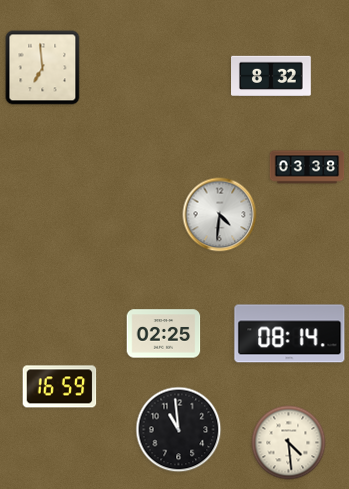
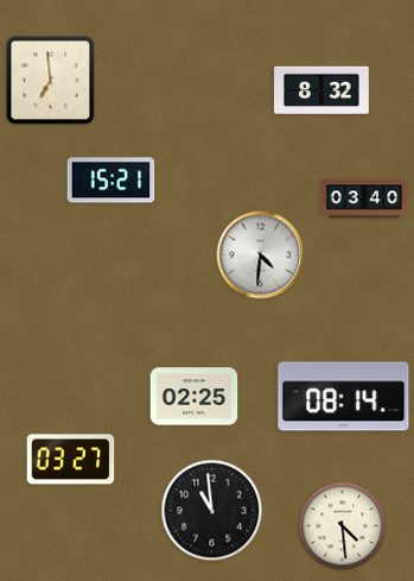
clock at (112, 181): none -> 15:21
clock at (307, 167): 03:38 -> 03:40
clock at (60, 387): 16:59 -> 03:27
